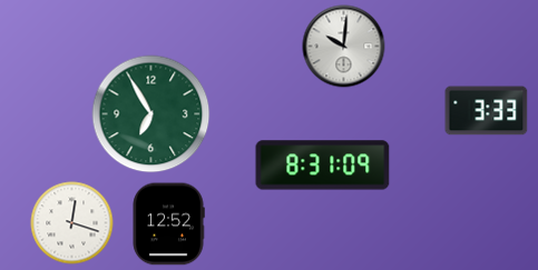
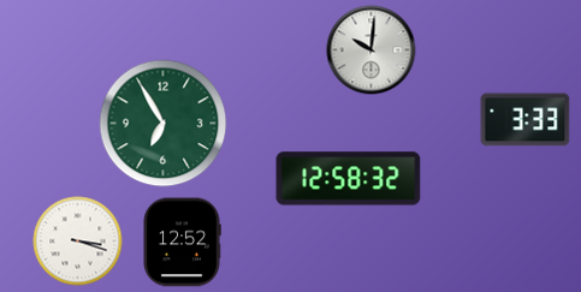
clock at (323, 166): 8:31 -> 12:58
clock at (72, 223): 12:18 -> 3:18
